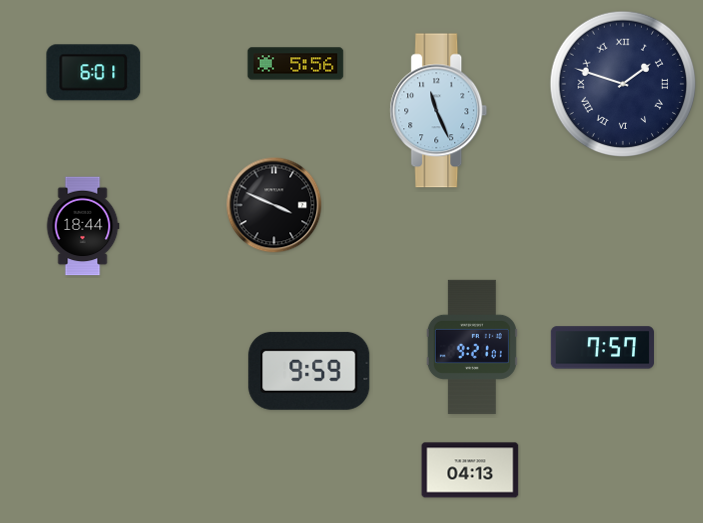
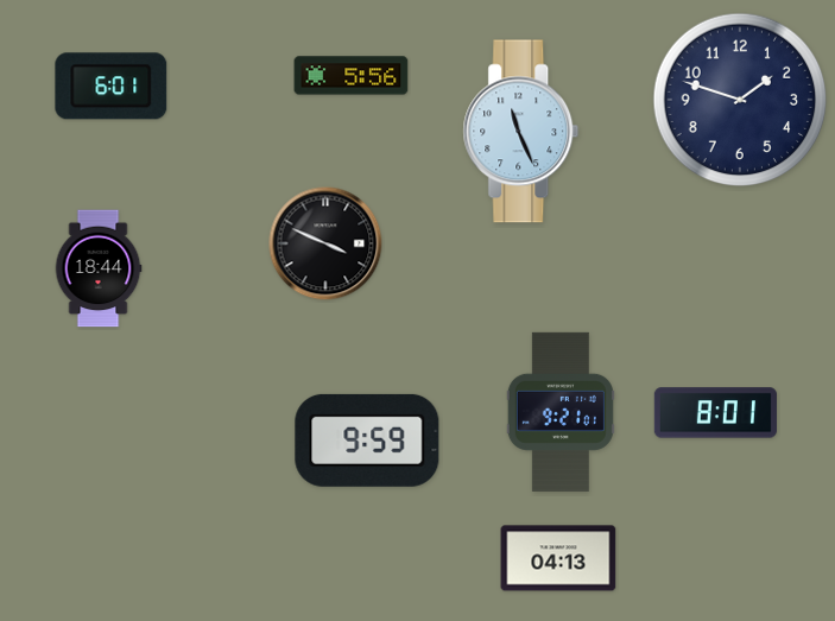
clock at (623, 84) numerals: Roman -> Arabic
clock at (602, 348): 7:57 -> 8:01
